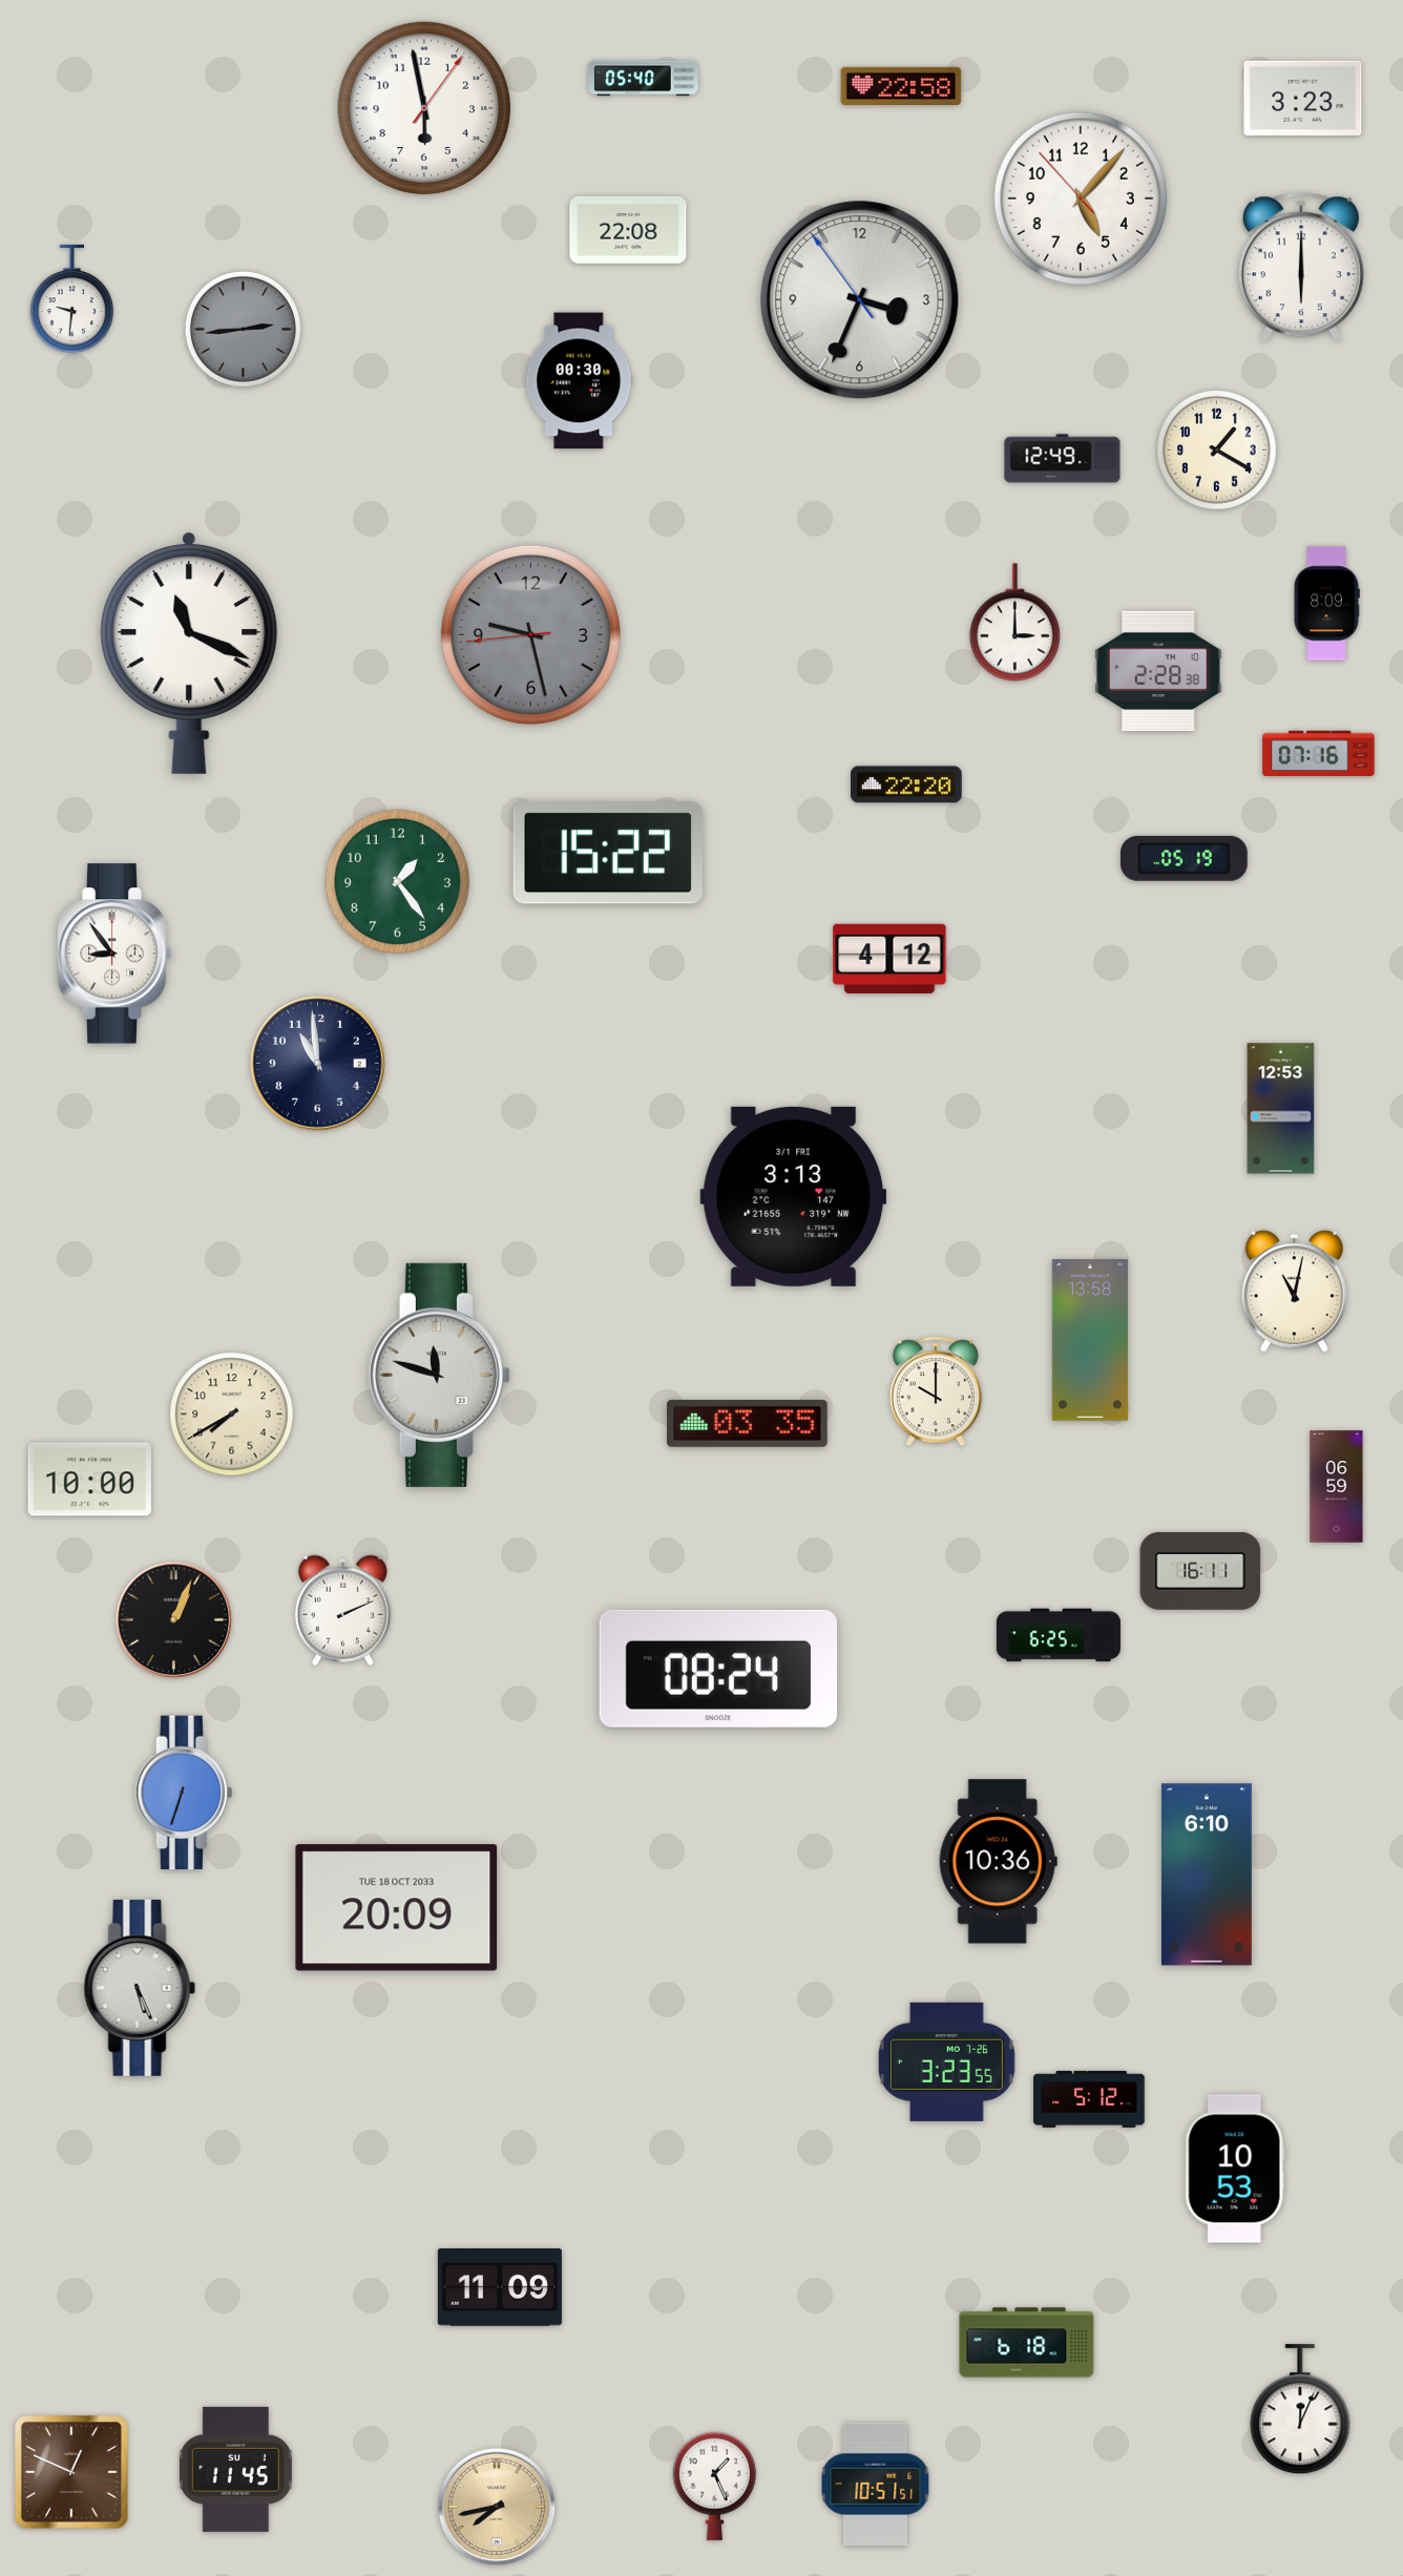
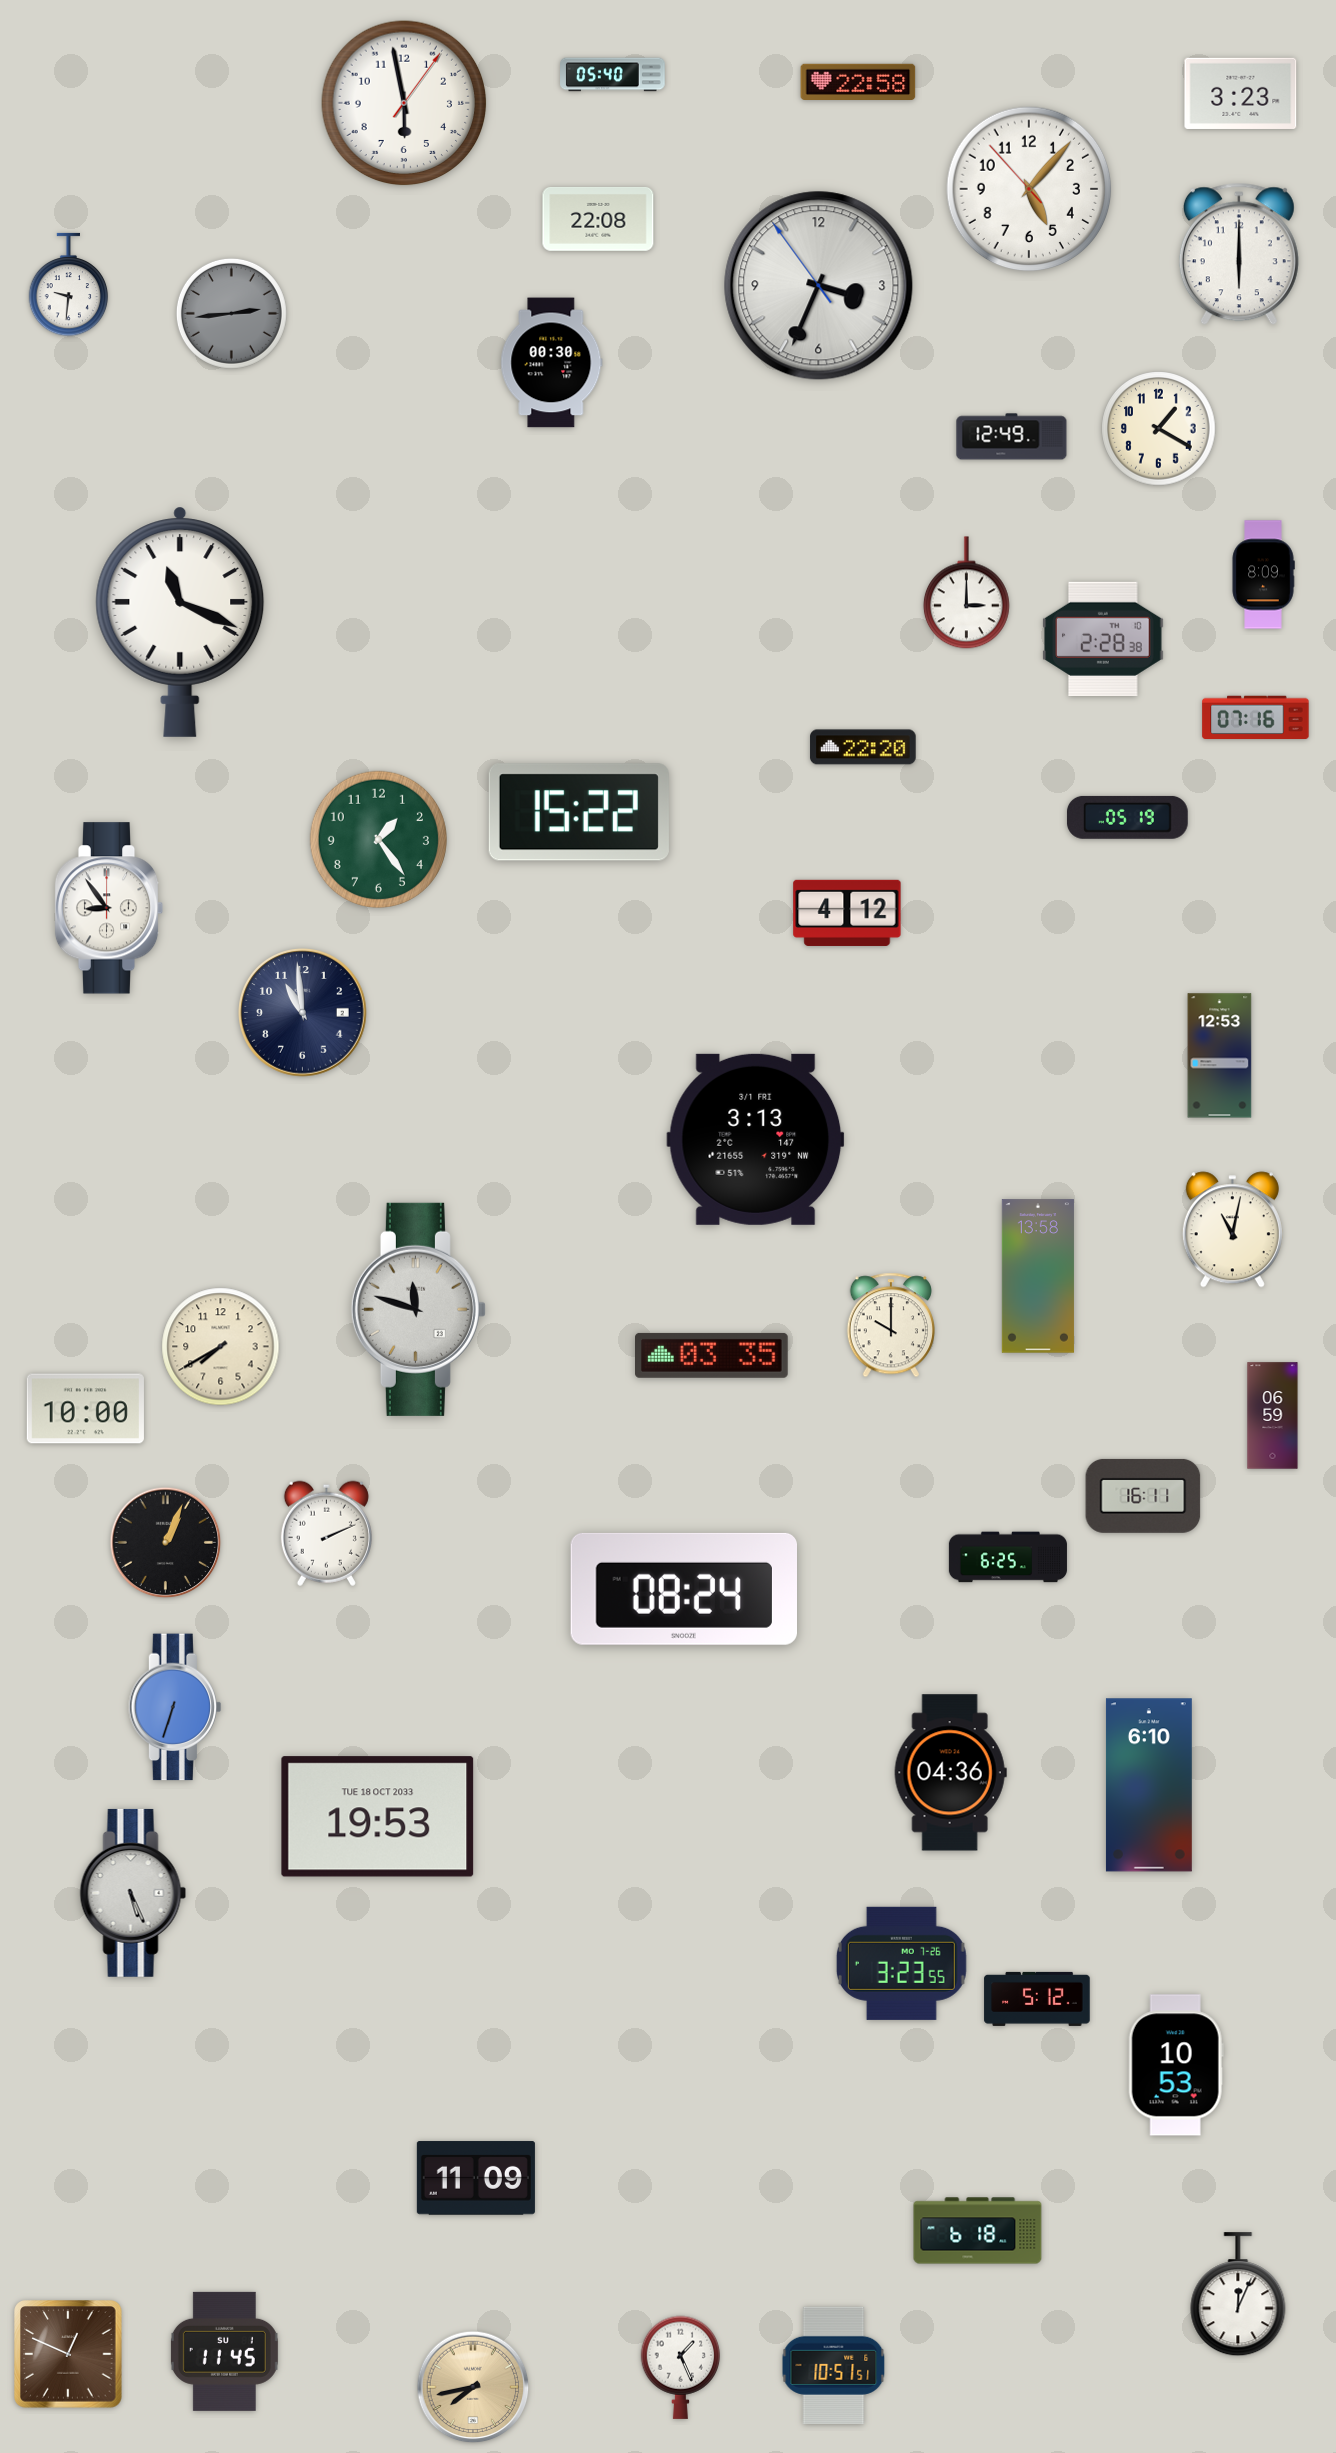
clock at (530, 634): 9:27 -> none
clock at (998, 1862): 10:36 -> 04:36
clock at (397, 1908): 20:09 -> 19:53
